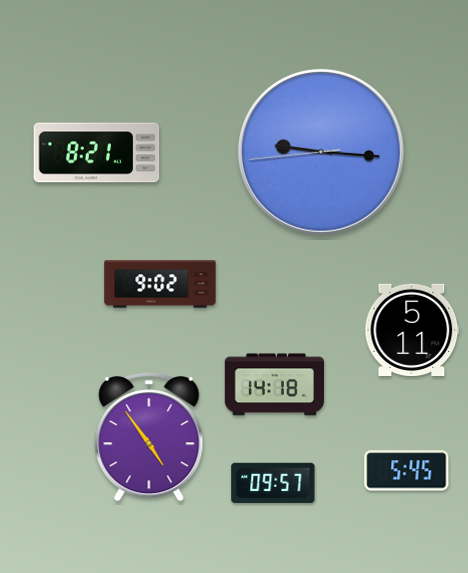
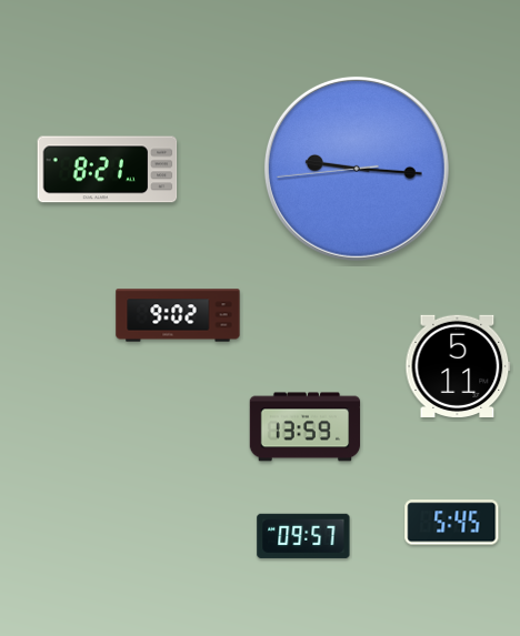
clock at (275, 385): 14:18 -> 13:59
clock at (149, 438): 4:54 -> none
